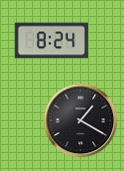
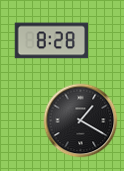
clock at (52, 41): 8:24 -> 8:28
